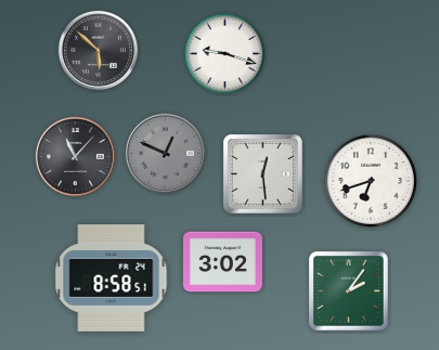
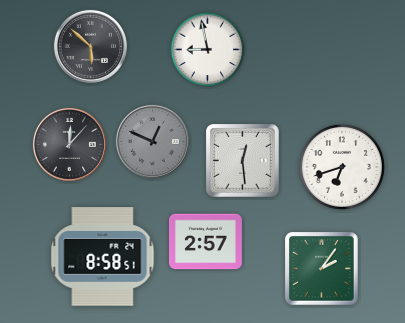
clock at (225, 54): 9:18 -> 8:58
clock at (75, 156): 11:07 -> 12:07
clock at (222, 262): 3:02 -> 2:57
